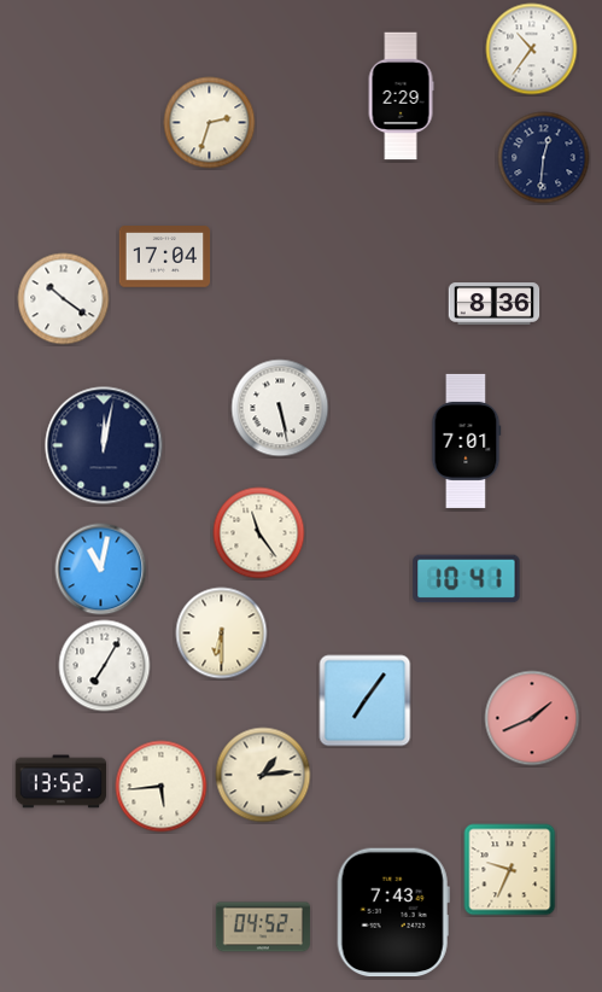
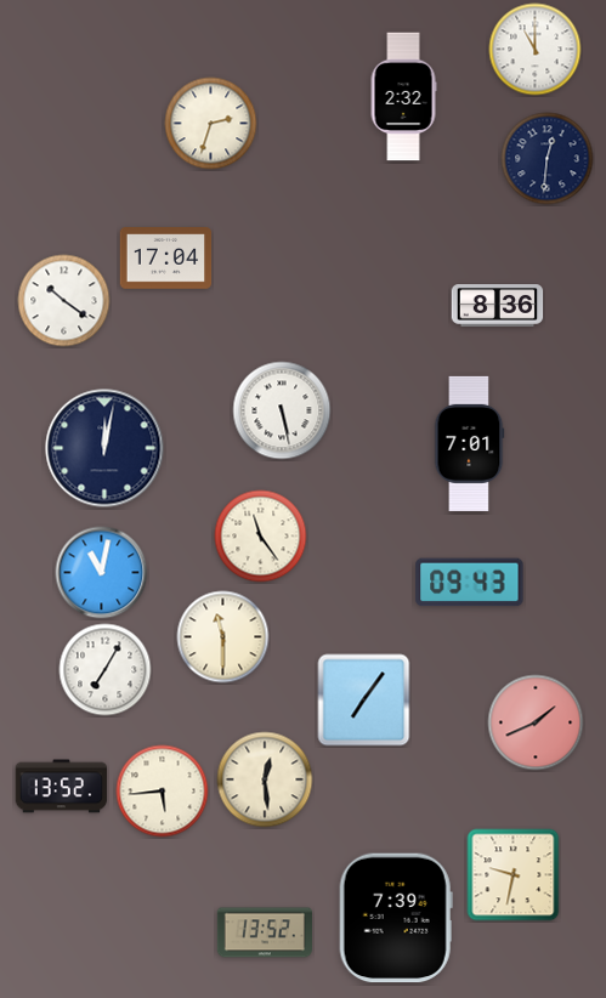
clock at (532, 49): 10:36 -> 11:00
clock at (401, 97): 2:29 -> 2:32
clock at (467, 579): 10:41 -> 09:43
clock at (222, 634): 6:30 -> 11:30
clock at (366, 701) position: (366, 701) -> (364, 701)
clock at (263, 775): 1:14 -> 12:29
clock at (510, 870): 9:34 -> 9:32
clock at (393, 912): 7:43 -> 7:39
clock at (263, 927): 04:52 -> 13:52
